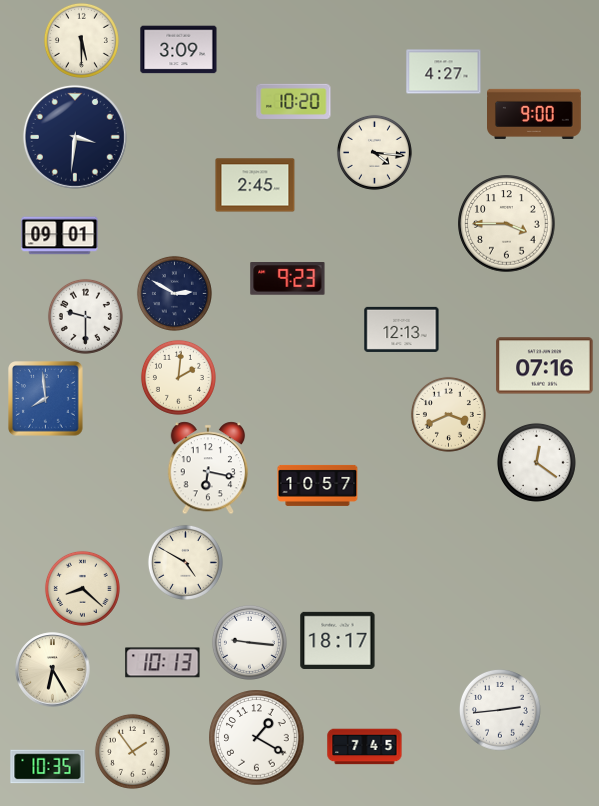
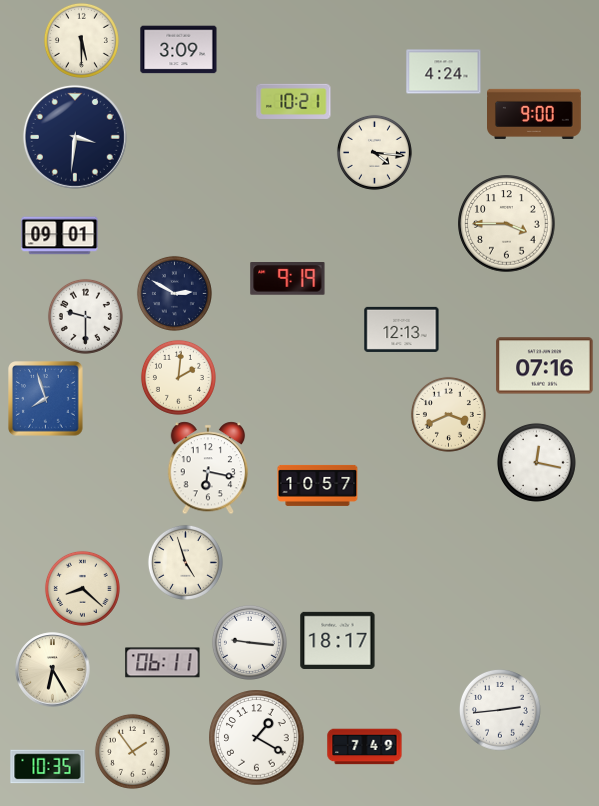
clock at (444, 72): 4:27 -> 4:24
clock at (294, 101): 10:20 -> 10:21
clock at (255, 185): 2:45 -> none
clock at (288, 279): 9:23 -> 9:19
clock at (46, 399): 7:59 -> 7:57
clock at (536, 462): 12:21 -> 12:17
clock at (185, 562): 4:50 -> 4:57
clock at (163, 663): 10:13 -> 06:11
clock at (365, 747): 7:45 -> 7:49
